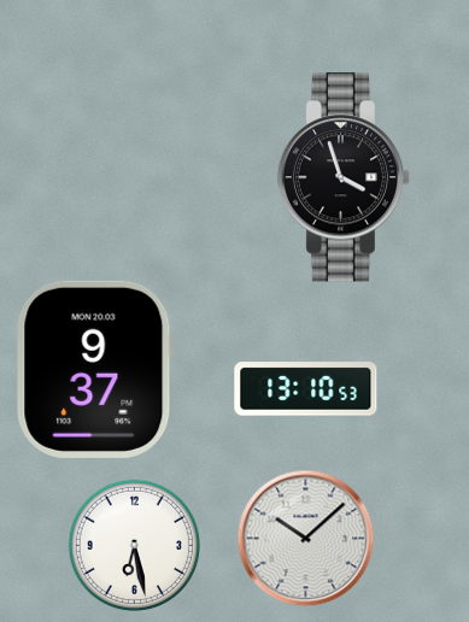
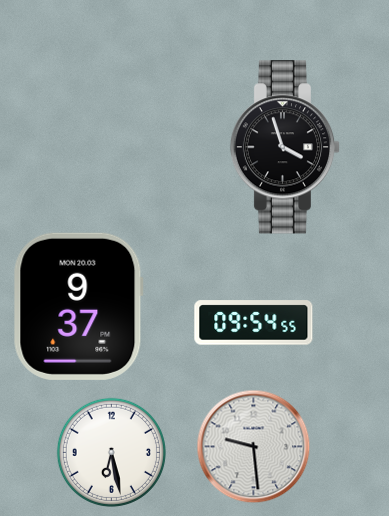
clock at (306, 389): 13:10 -> 09:54
clock at (305, 538): 10:08 -> 9:29
